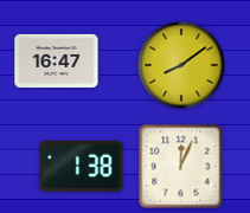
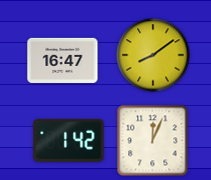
clock at (57, 60) position: (57, 60) -> (63, 60)
clock at (82, 167): 1:38 -> 1:42
